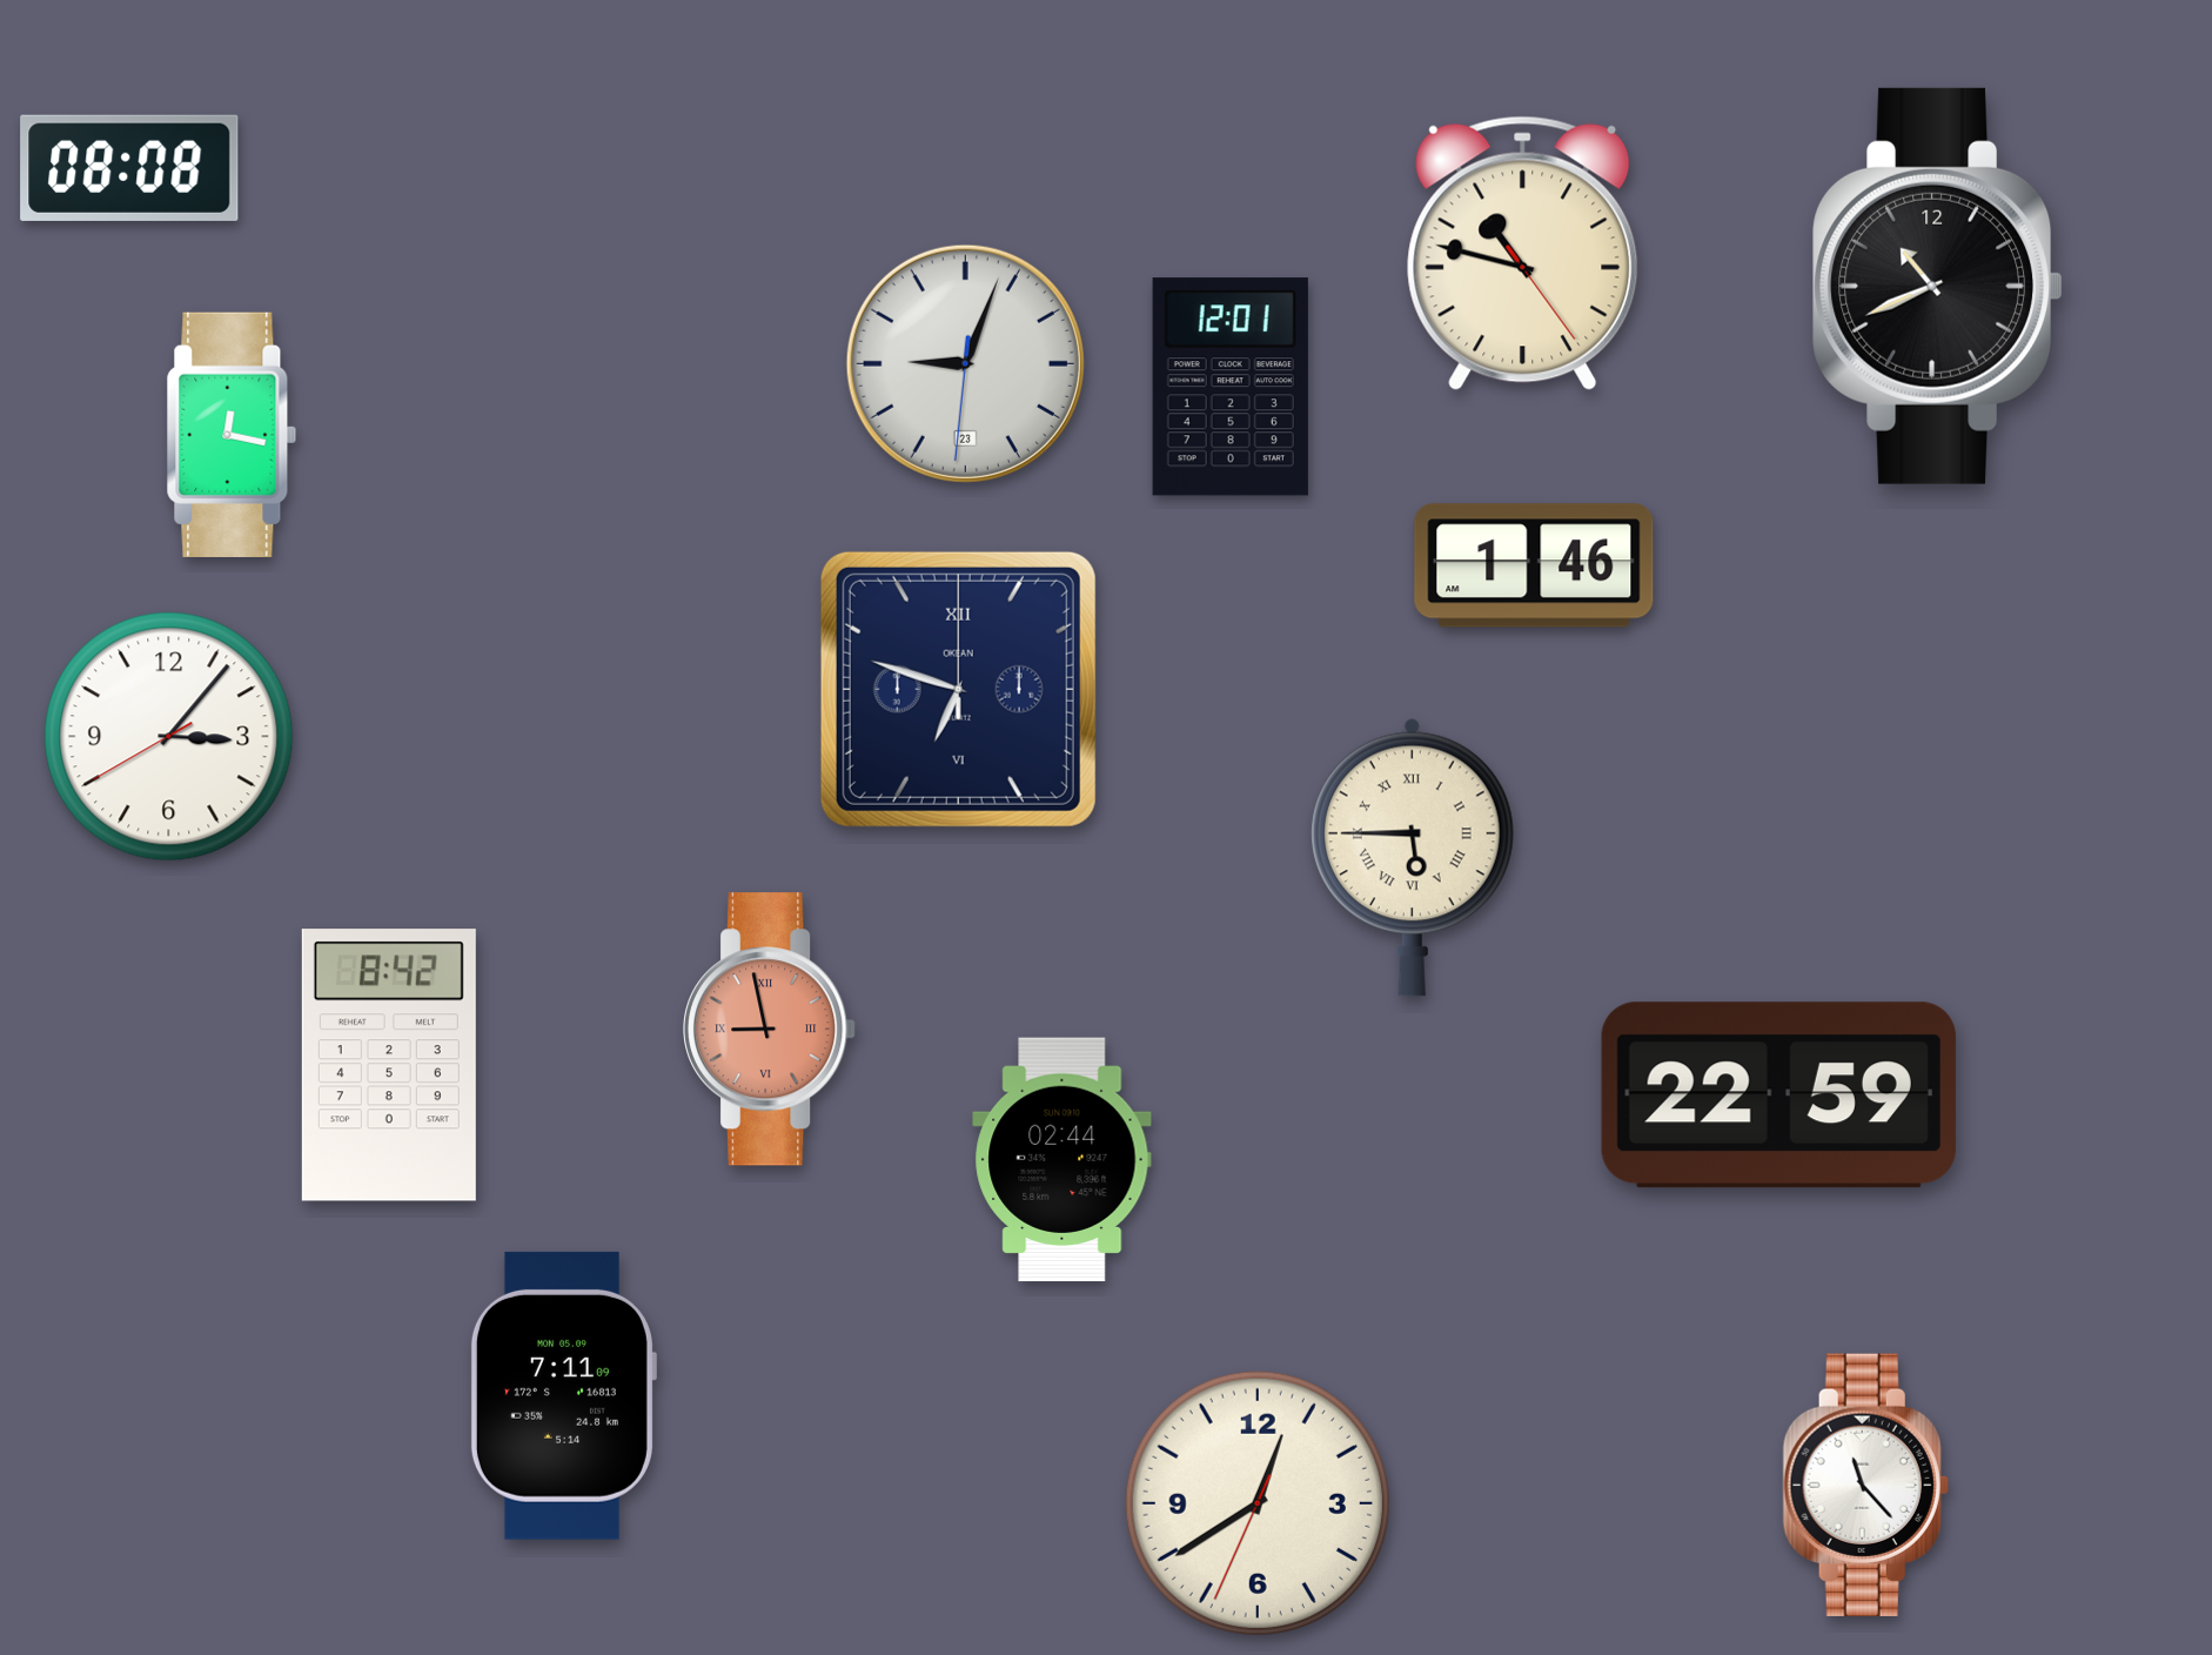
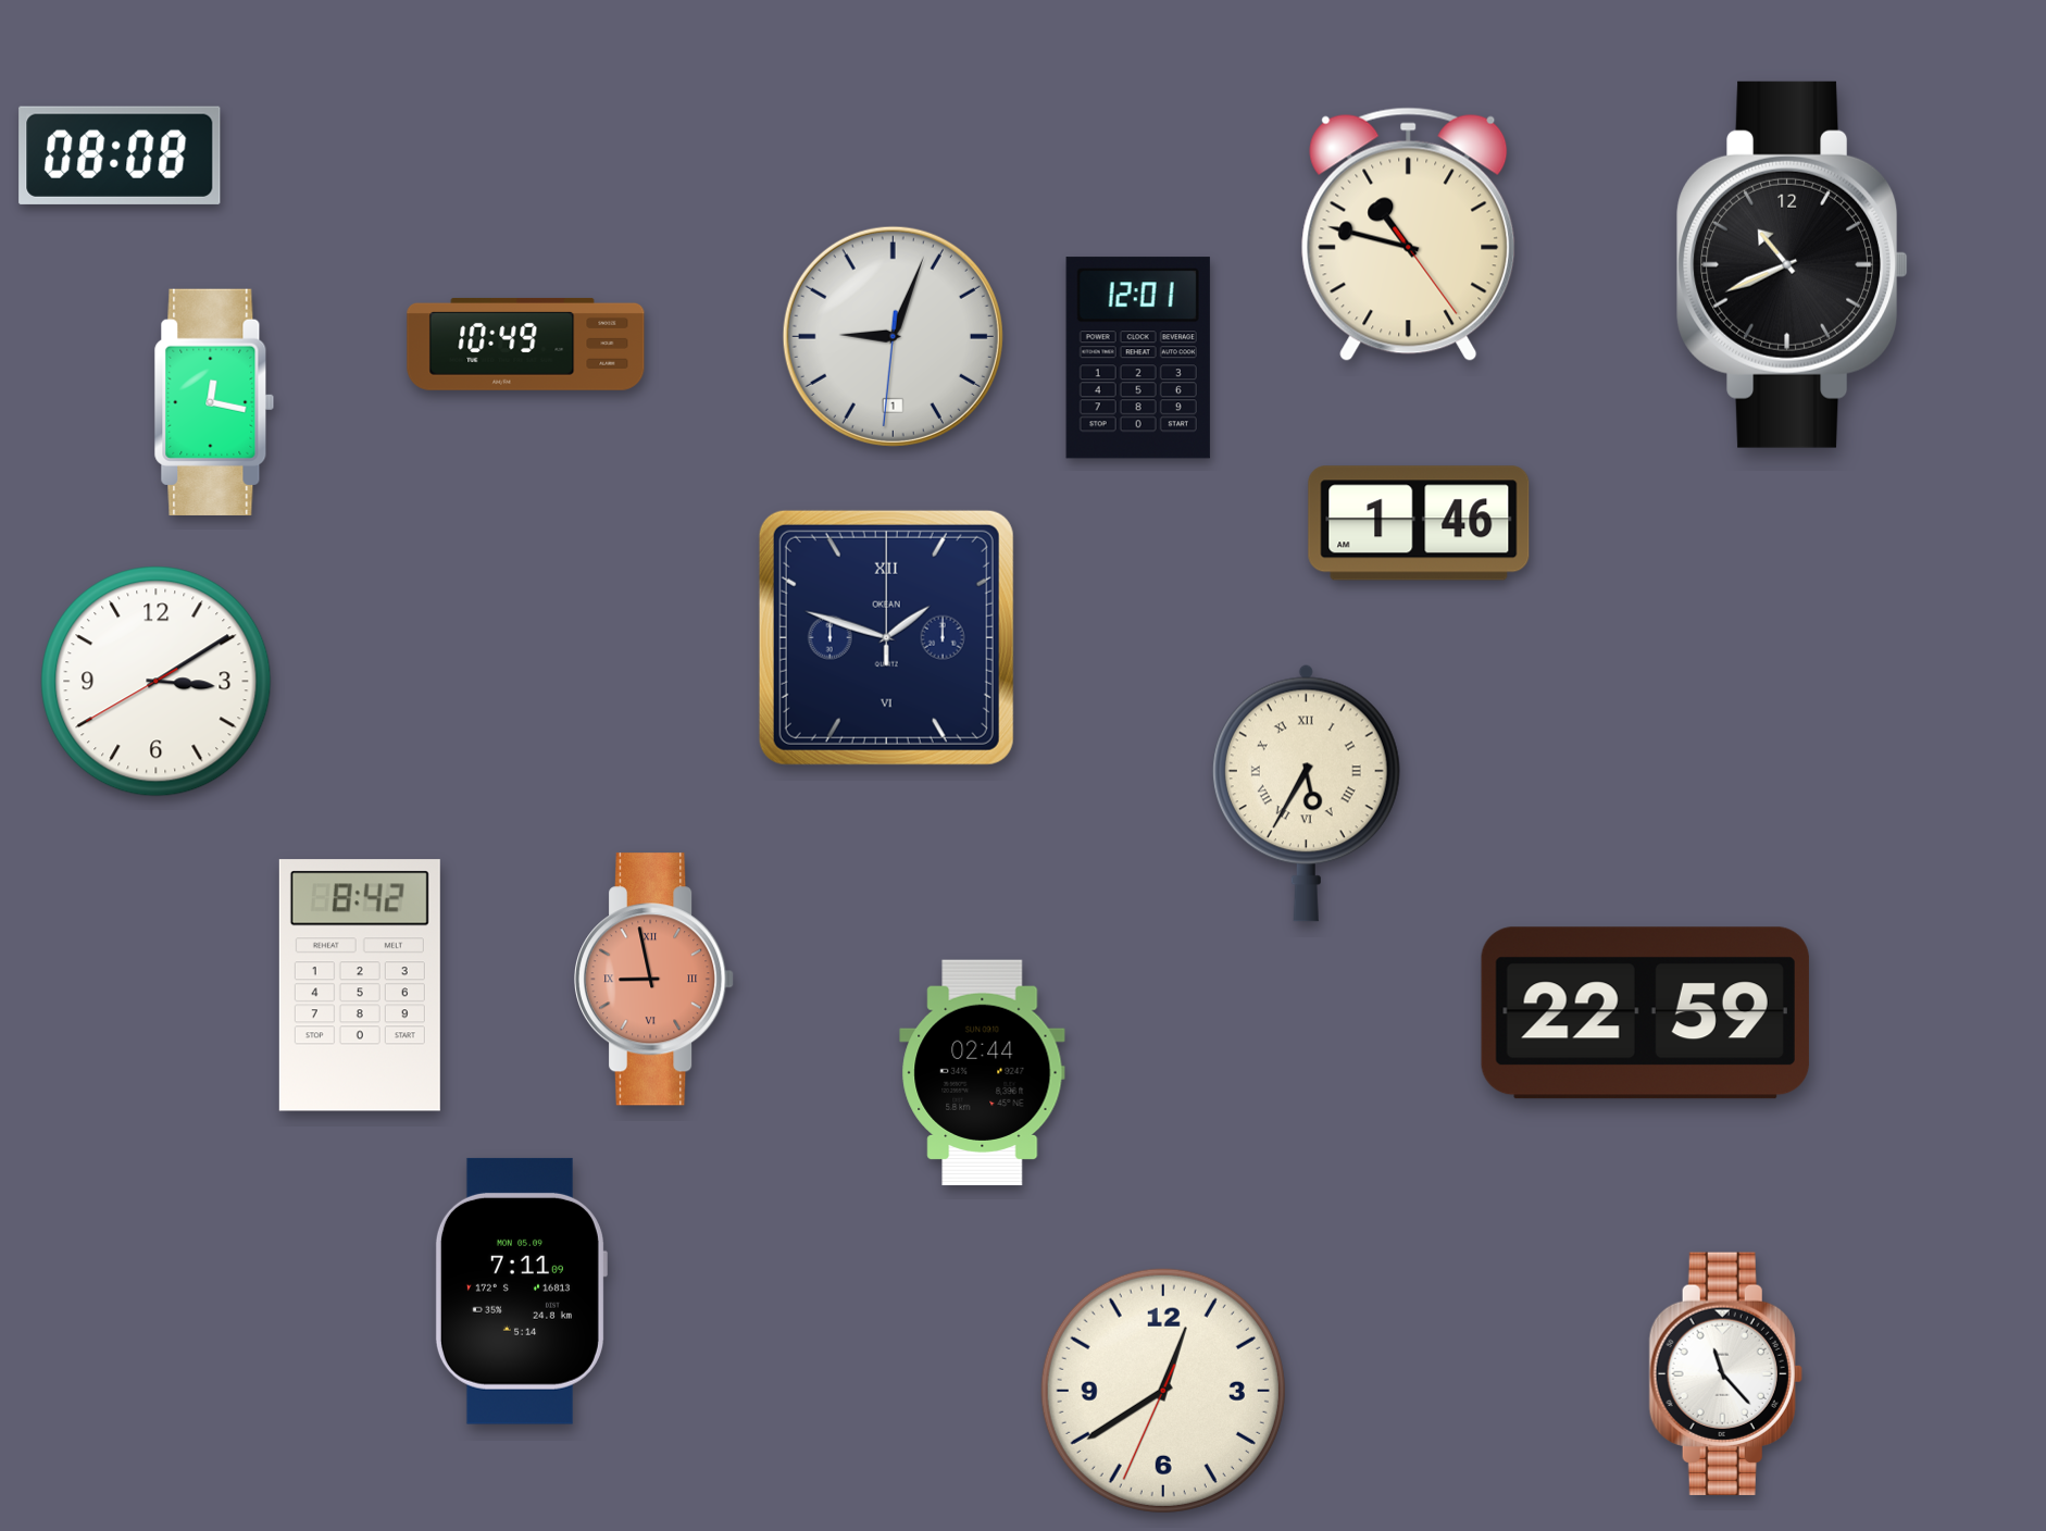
clock at (965, 363) date: 23 -> 1
clock at (526, 344): none -> 10:49
clock at (958, 689): 6:48 -> 1:48
clock at (169, 737): 3:06 -> 3:09
clock at (1412, 857): 5:45 -> 5:35
clock at (770, 1030) position: (770, 1030) -> (654, 980)
